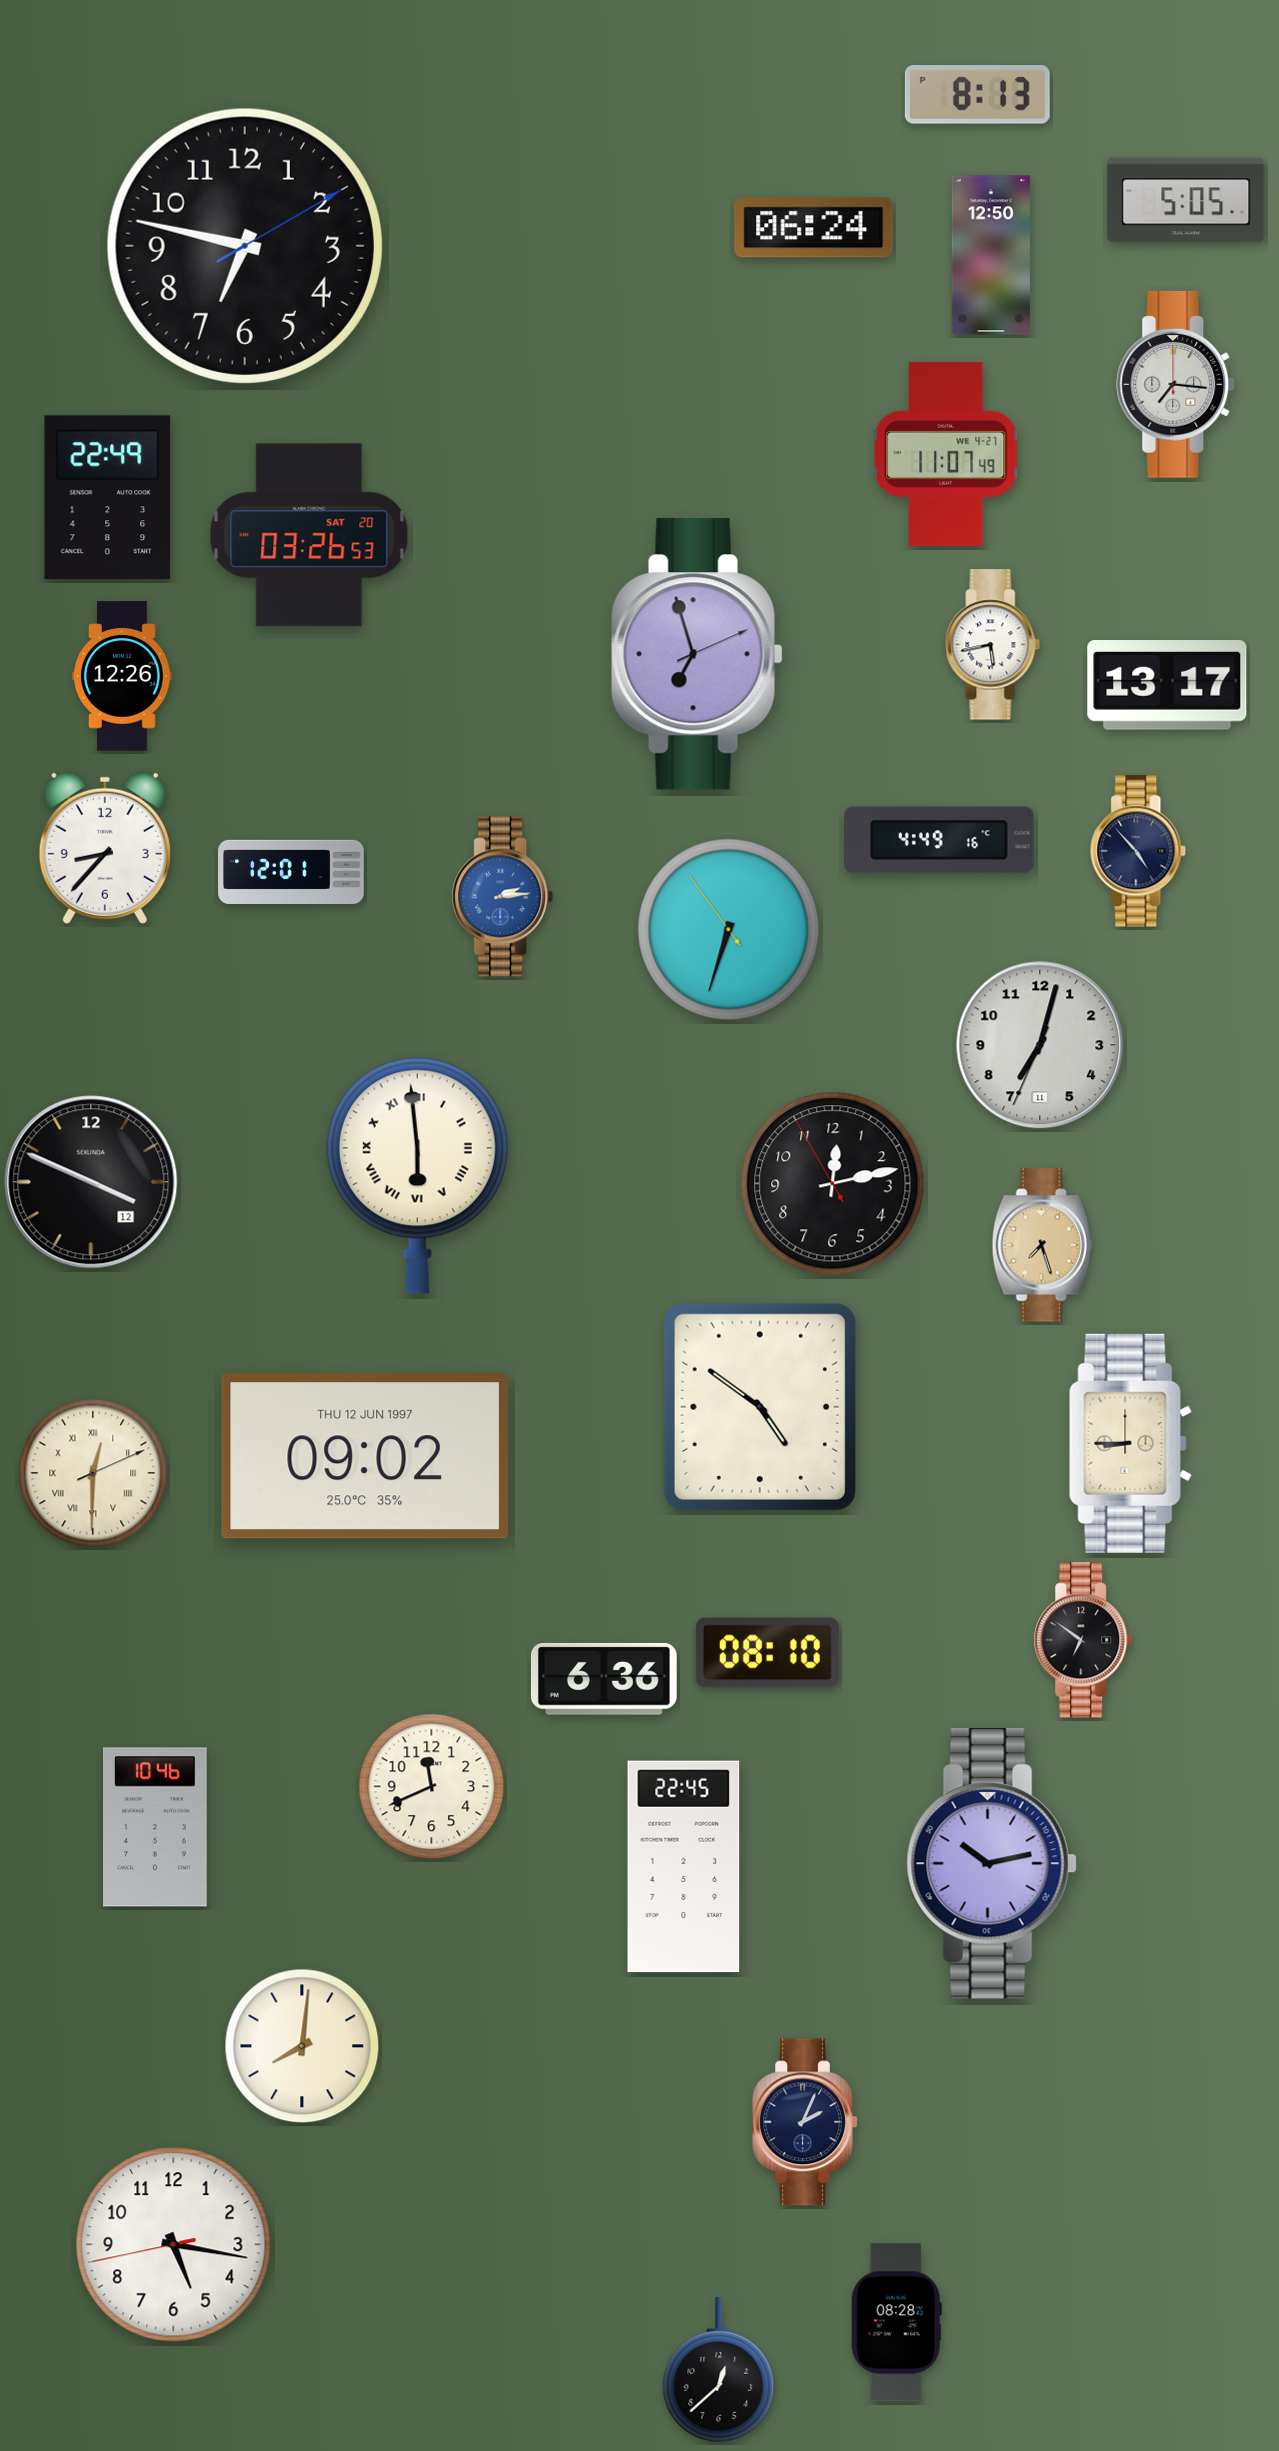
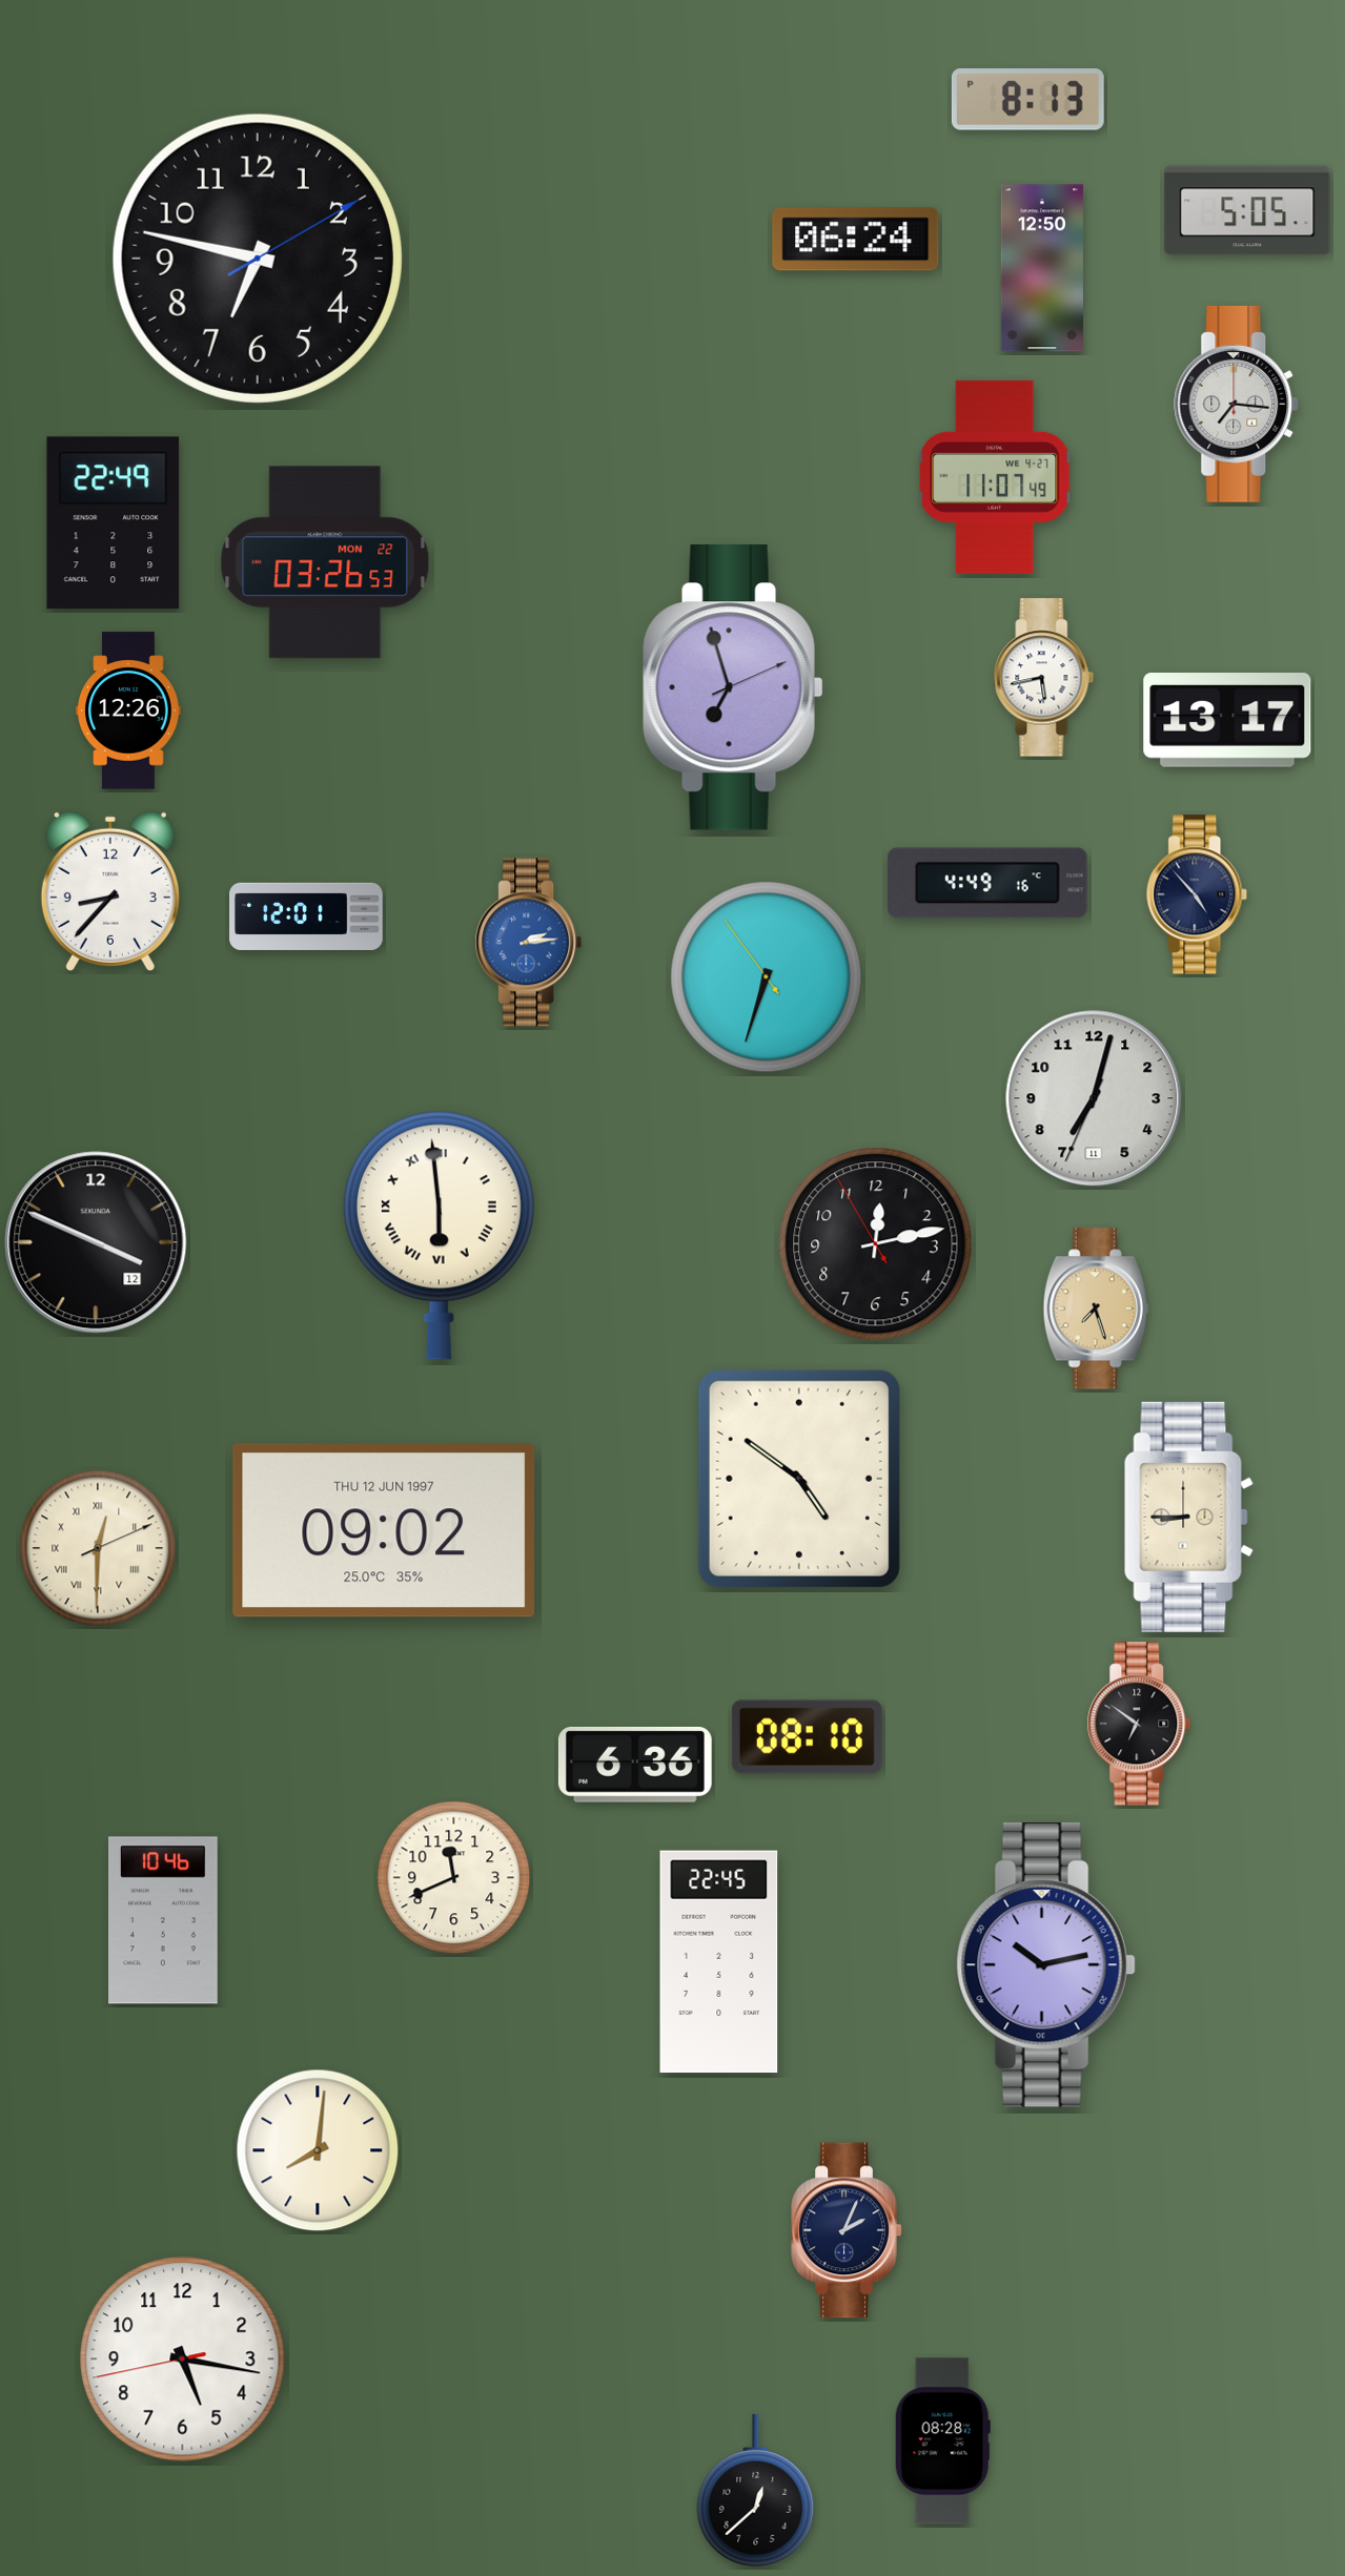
clock at (309, 535) date: SAT 20 -> MON 22
clock at (991, 1863) position: (991, 1863) -> (1045, 1964)
